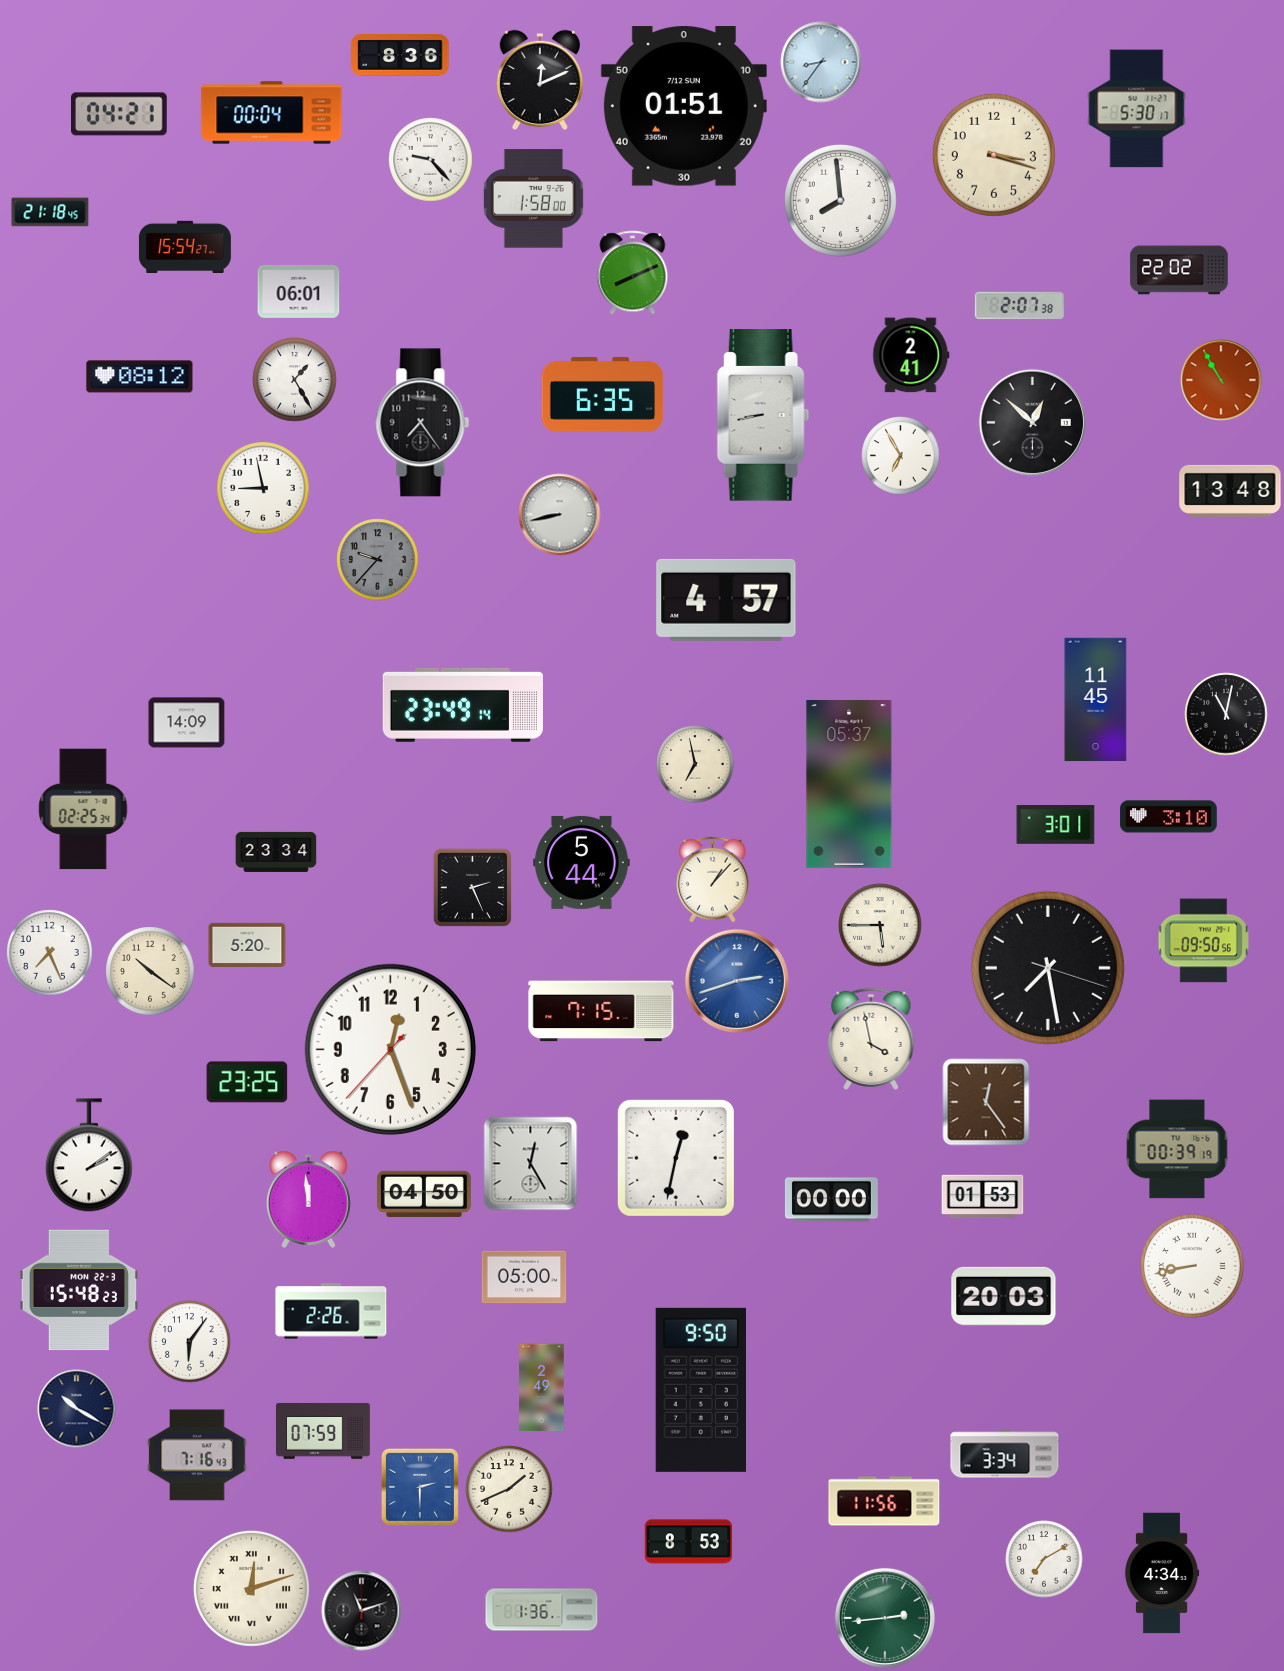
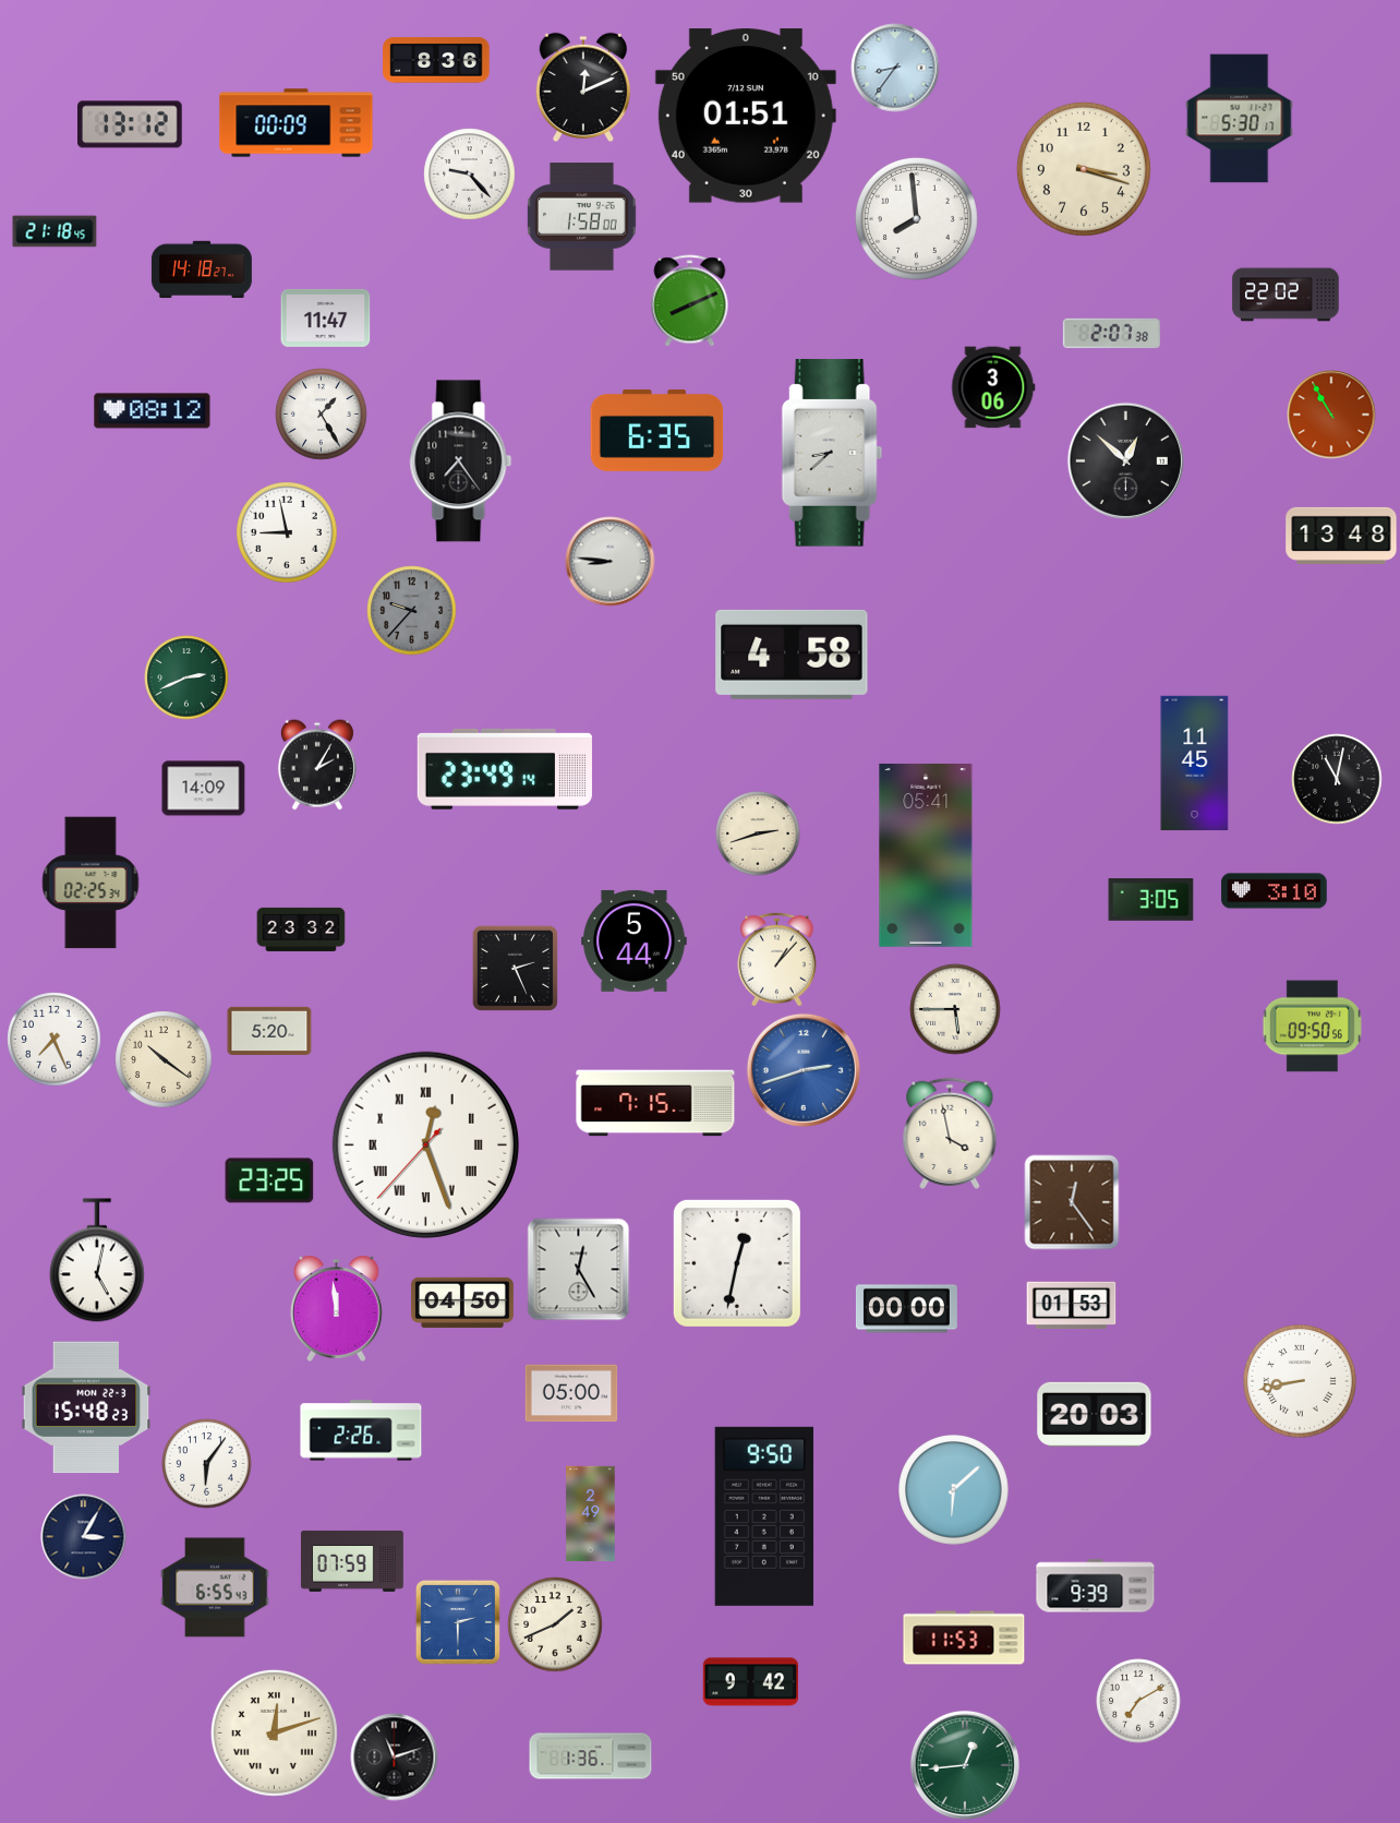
clock at (539, 80) position: (539, 80) -> (582, 87)
clock at (272, 113): 00:04 -> 00:09
clock at (120, 114): 04:21 -> 13:12
clock at (185, 247): 15:54 -> 14:18
clock at (633, 273) position: (633, 273) -> (690, 301)
clock at (299, 291): 06:01 -> 11:47
clock at (911, 355): 2:41 -> 3:06
clock at (763, 415): 8:43 -> 8:38
clock at (901, 456): 6:55 -> none
clock at (560, 515): 8:43 -> 8:46
clock at (726, 600): 4:57 -> 4:58
clock at (186, 677): none -> 2:41
clock at (317, 765): none -> 2:05
clock at (695, 764): 6:58 -> 2:42
clock at (849, 784): 05:37 -> 05:41
clock at (1056, 825): 3:01 -> 3:05
clock at (276, 852): 23:34 -> 23:32
clock at (880, 925) position: (880, 925) -> (955, 1009)
clock at (1048, 968): 7:28 -> none
clock at (390, 1049) numerals: Arabic -> Roman
clock at (986, 1102) position: (986, 1102) -> (1072, 1202)
clock at (1177, 1149): 00:39 -> none
clock at (89, 1155): 2:09 -> 5:02
clock at (954, 1490): none -> 6:08
clock at (77, 1409): 10:20 -> 3:05
clock at (1005, 1454): 3:34 -> 9:39
clock at (197, 1455): 7:16 -> 6:55
clock at (884, 1501): 11:56 -> 11:53
clock at (688, 1542): 8:53 -> 9:42
clock at (1162, 1573): 4:34 -> none
clock at (885, 1618): 2:44 -> 12:44
